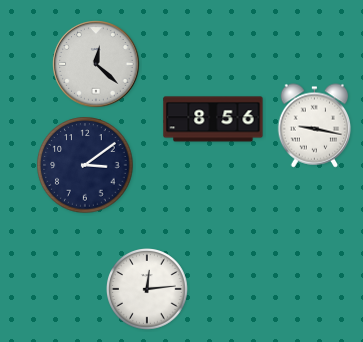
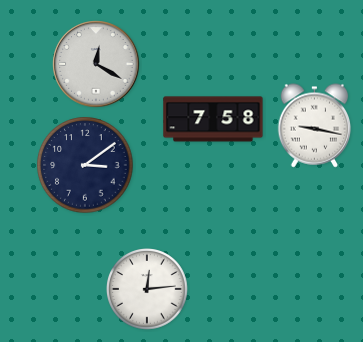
clock at (96, 64): 12:22 -> 12:20
clock at (213, 119): 8:56 -> 7:58
